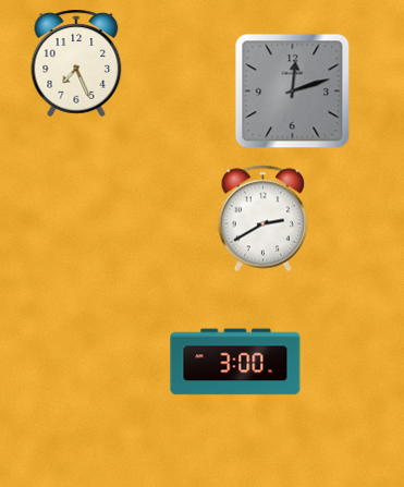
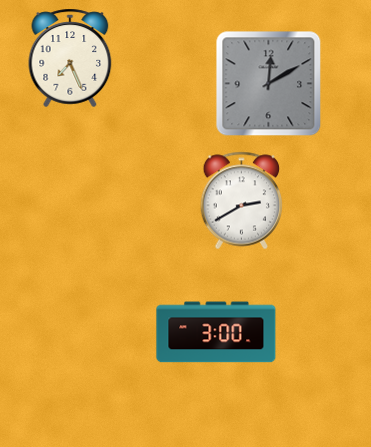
clock at (293, 92): 12:12 -> 12:10
